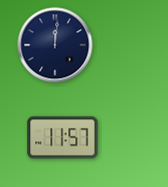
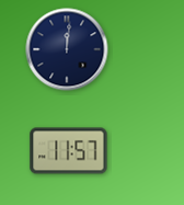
clock at (55, 45) position: (55, 45) -> (67, 49)
